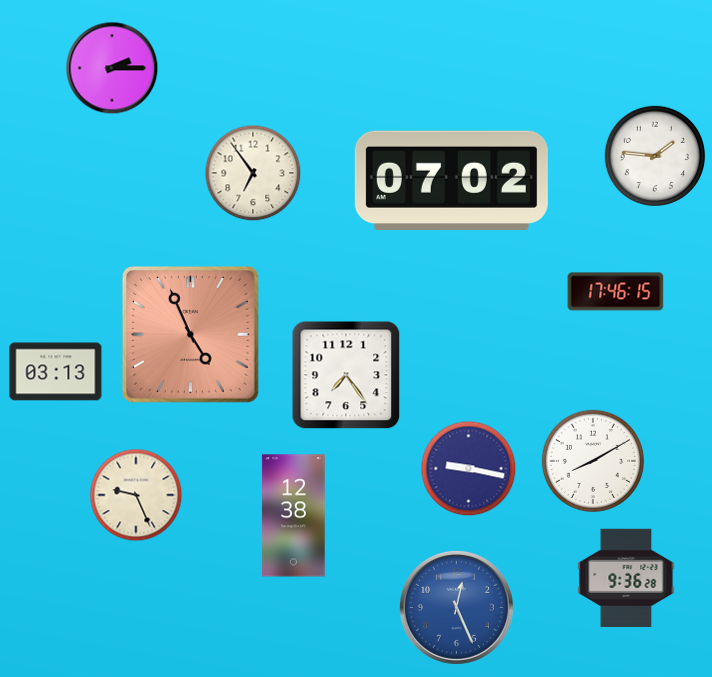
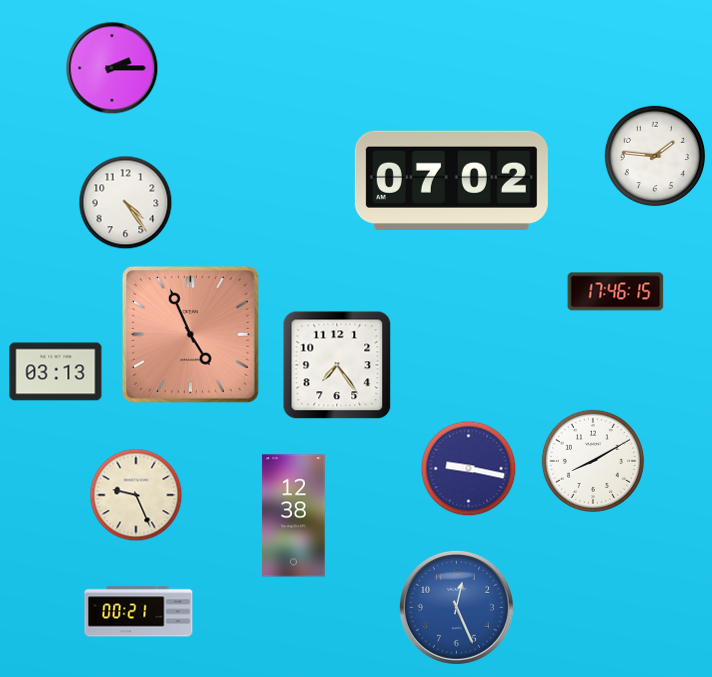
clock at (253, 173): 6:54 -> none
clock at (126, 203): none -> 4:24
clock at (346, 375) position: (346, 375) -> (337, 365)
clock at (626, 577): 9:36 -> none
clock at (139, 612): none -> 00:21
